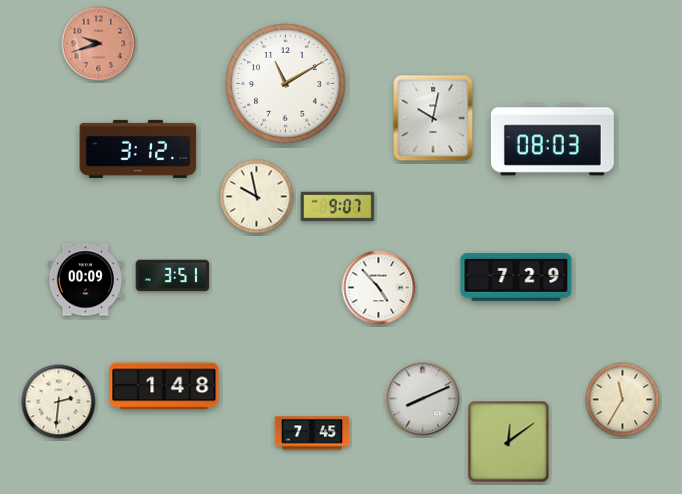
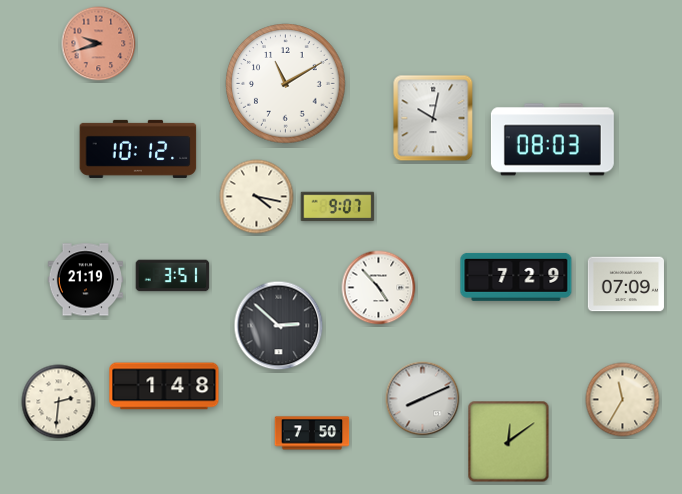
clock at (138, 149): 3:12 -> 10:12
clock at (257, 197): 9:58 -> 4:17
clock at (85, 280): 00:09 -> 21:19
clock at (626, 284): none -> 07:09
clock at (279, 326): none -> 2:52
clock at (312, 433): 7:45 -> 7:50
